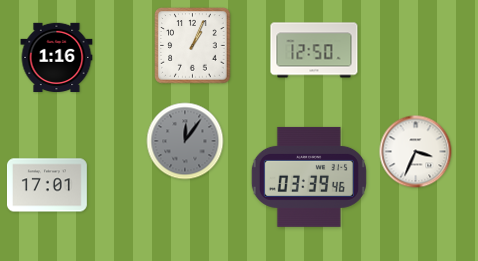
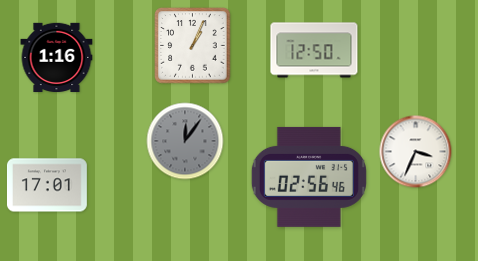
clock at (309, 177): 03:39 -> 02:56
